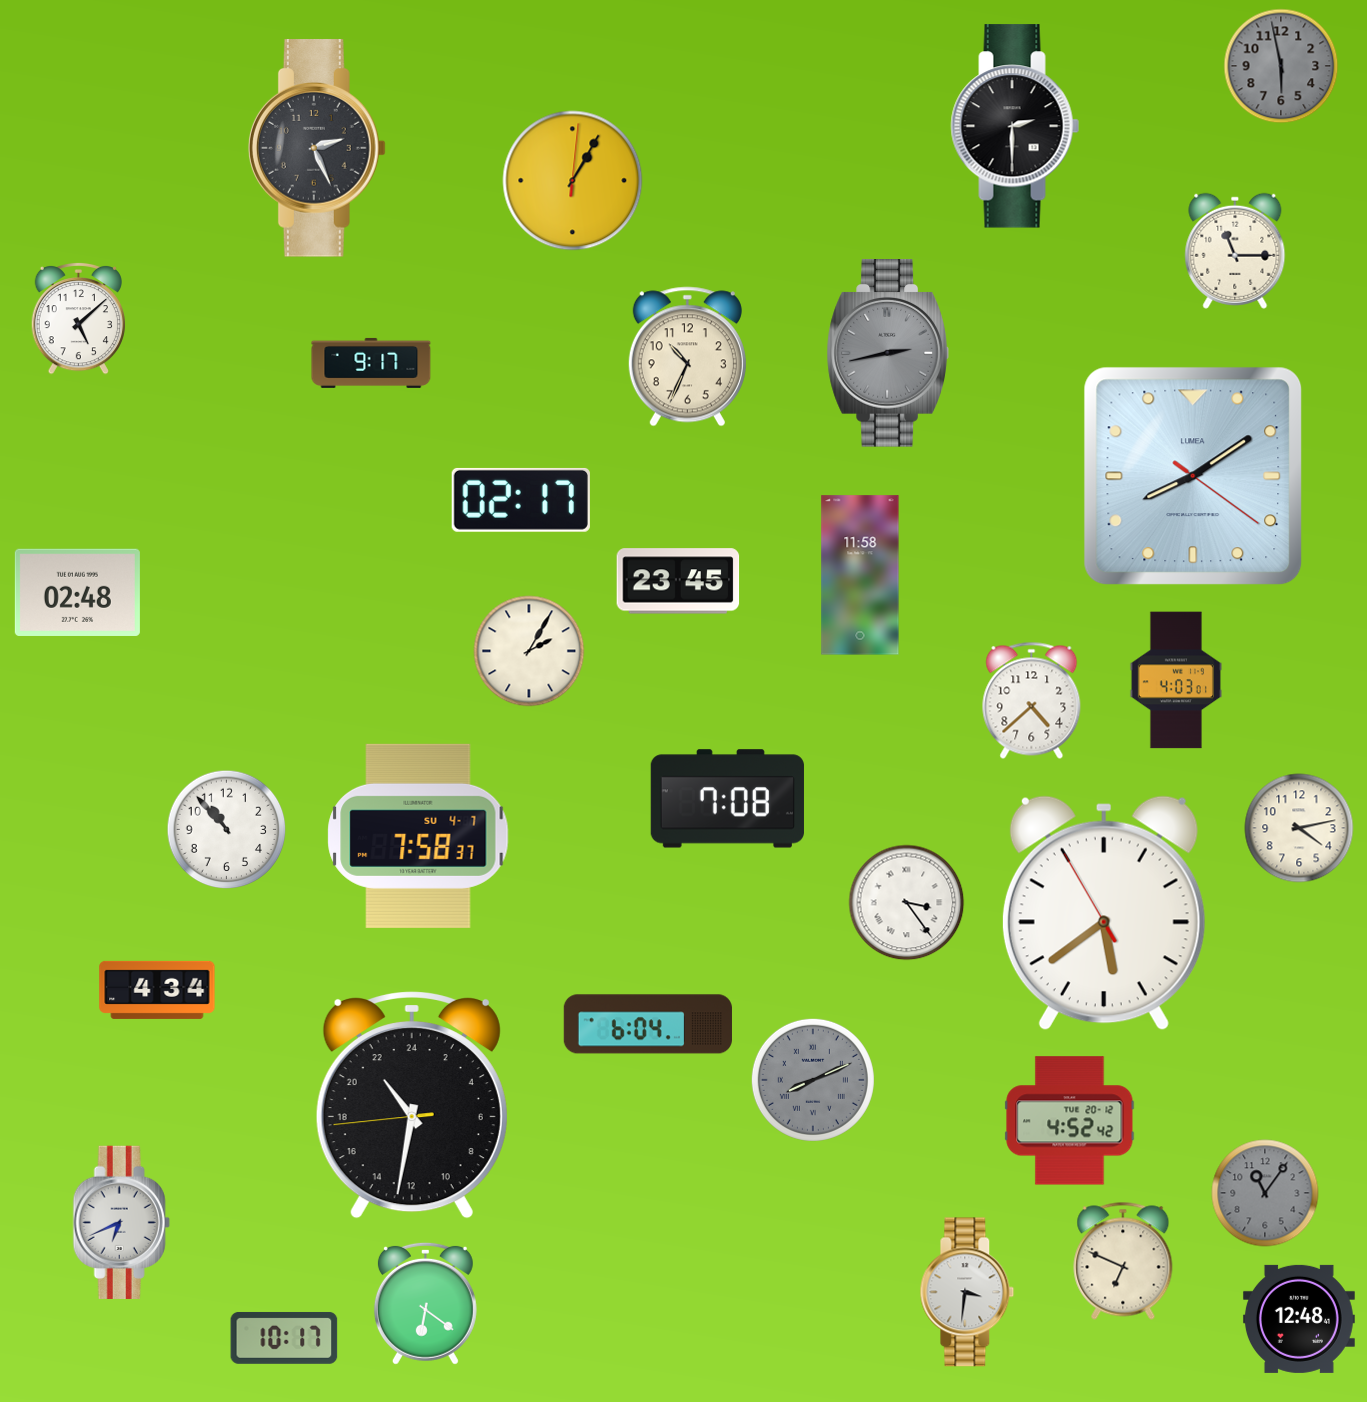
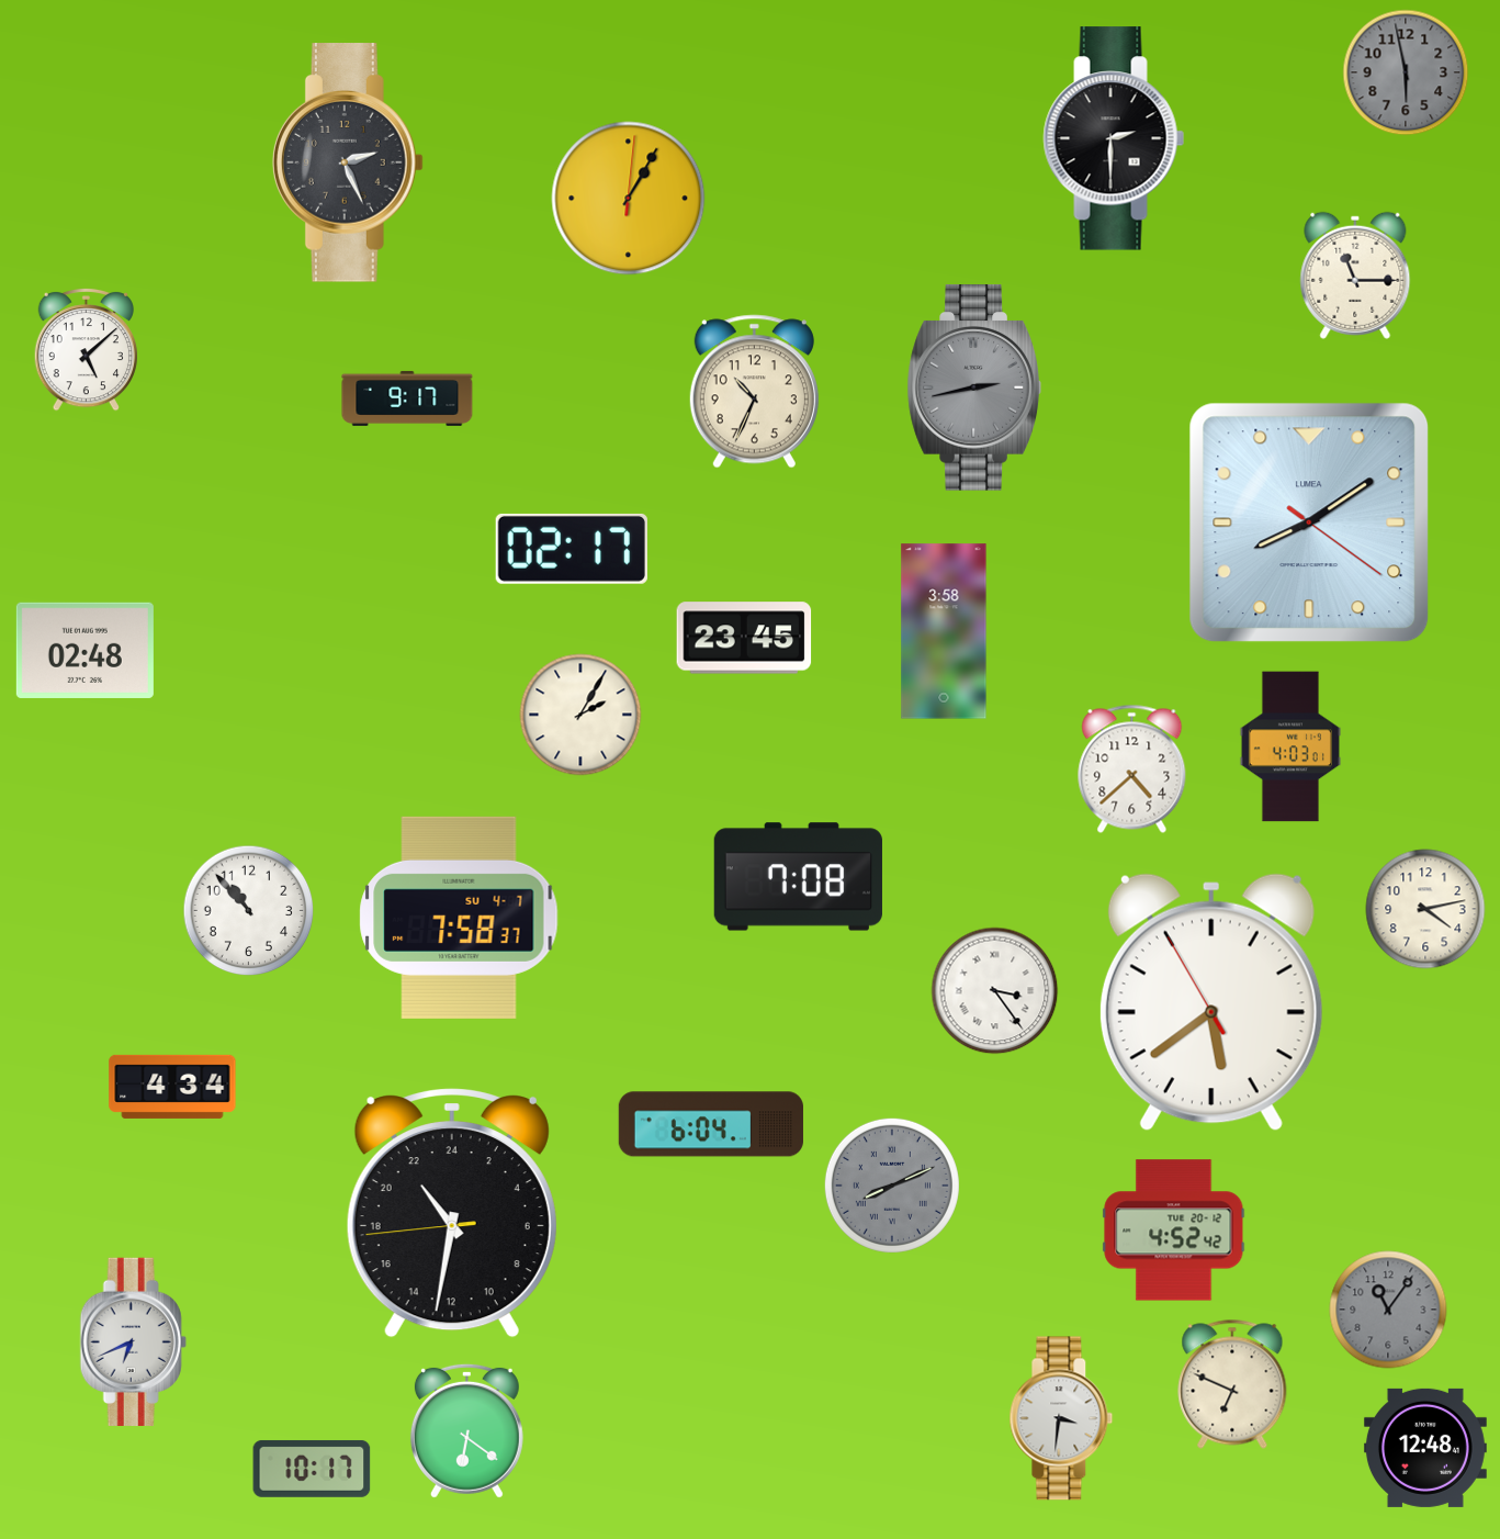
clock at (860, 575): 11:58 -> 3:58
